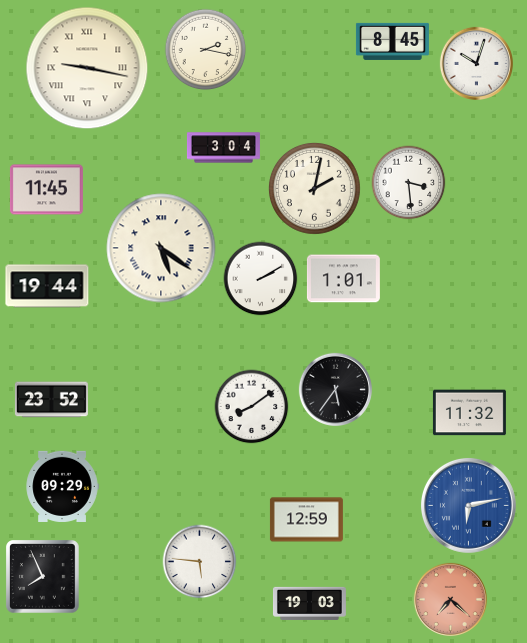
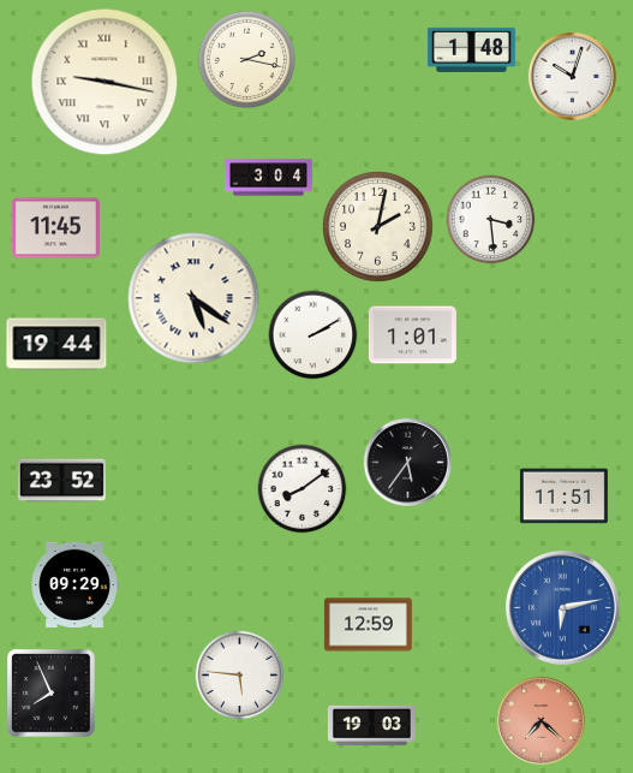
clock at (392, 41): 8:45 -> 1:48
clock at (335, 389) position: (335, 389) -> (407, 462)
clock at (469, 413): 11:32 -> 11:51
